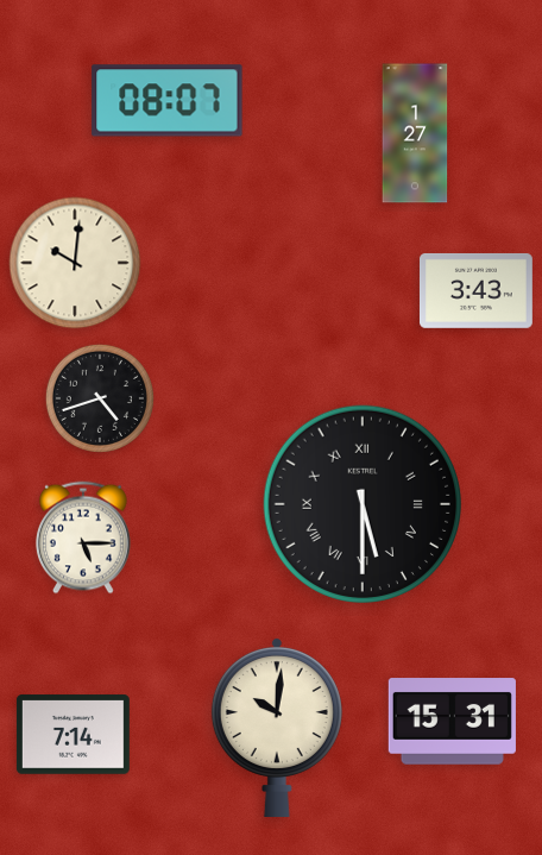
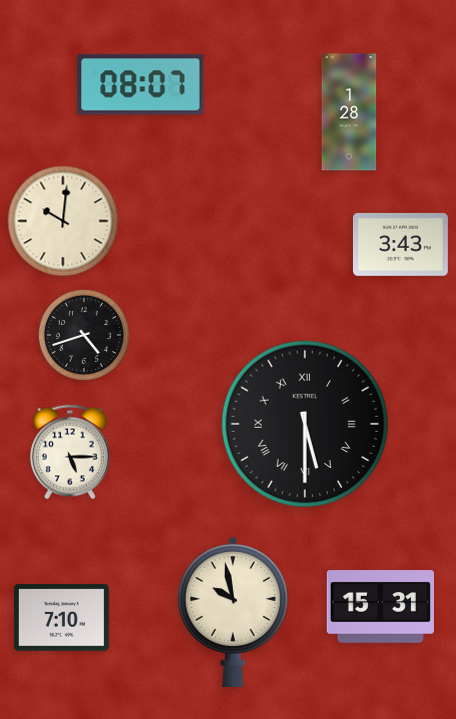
clock at (415, 133): 1:27 -> 1:28
clock at (277, 727): 10:01 -> 9:58
clock at (73, 735): 7:14 -> 7:10
